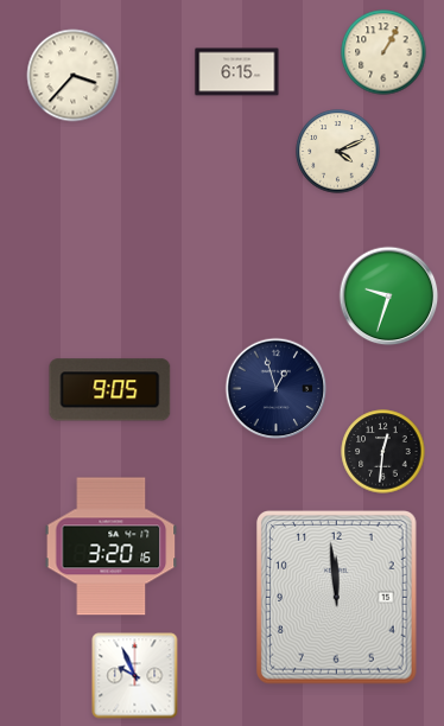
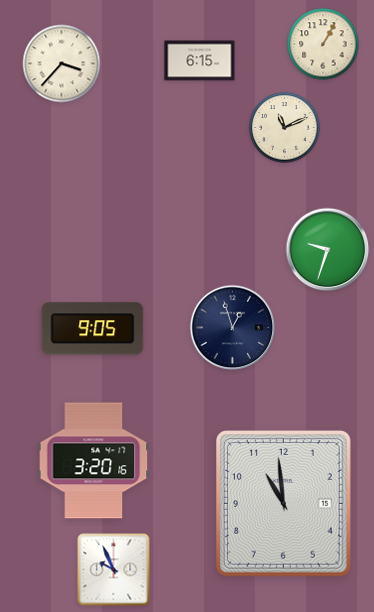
clock at (338, 152): 4:11 -> 11:11
clock at (383, 452): 12:31 -> none
clock at (337, 598): 11:59 -> 10:59
